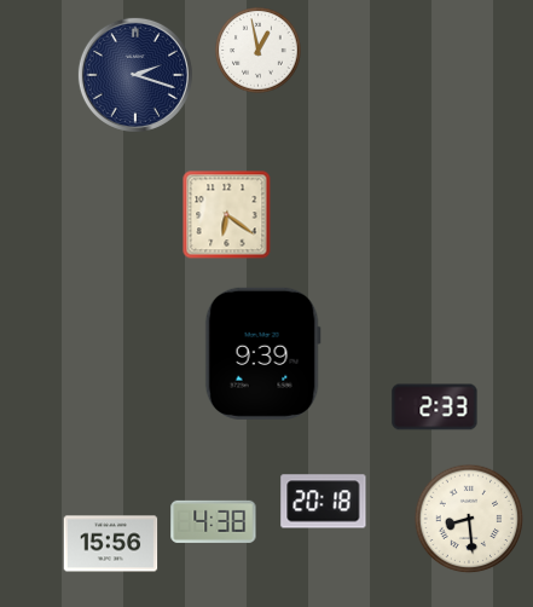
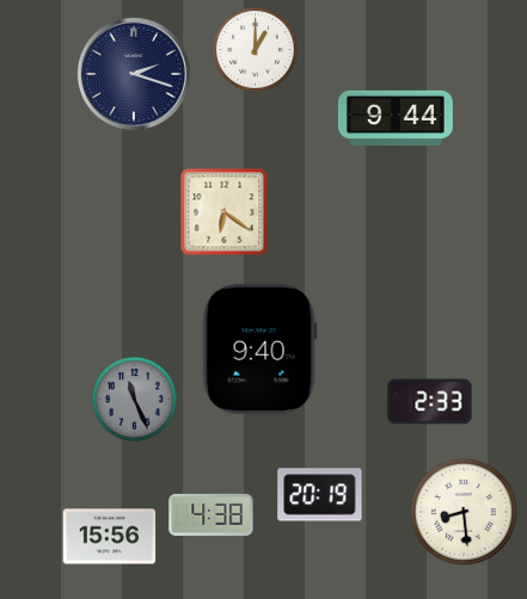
clock at (259, 51): 12:58 -> 1:00
clock at (396, 118): none -> 9:44
clock at (262, 353): 9:39 -> 9:40
clock at (135, 400): none -> 11:26
clock at (324, 502): 20:18 -> 20:19
